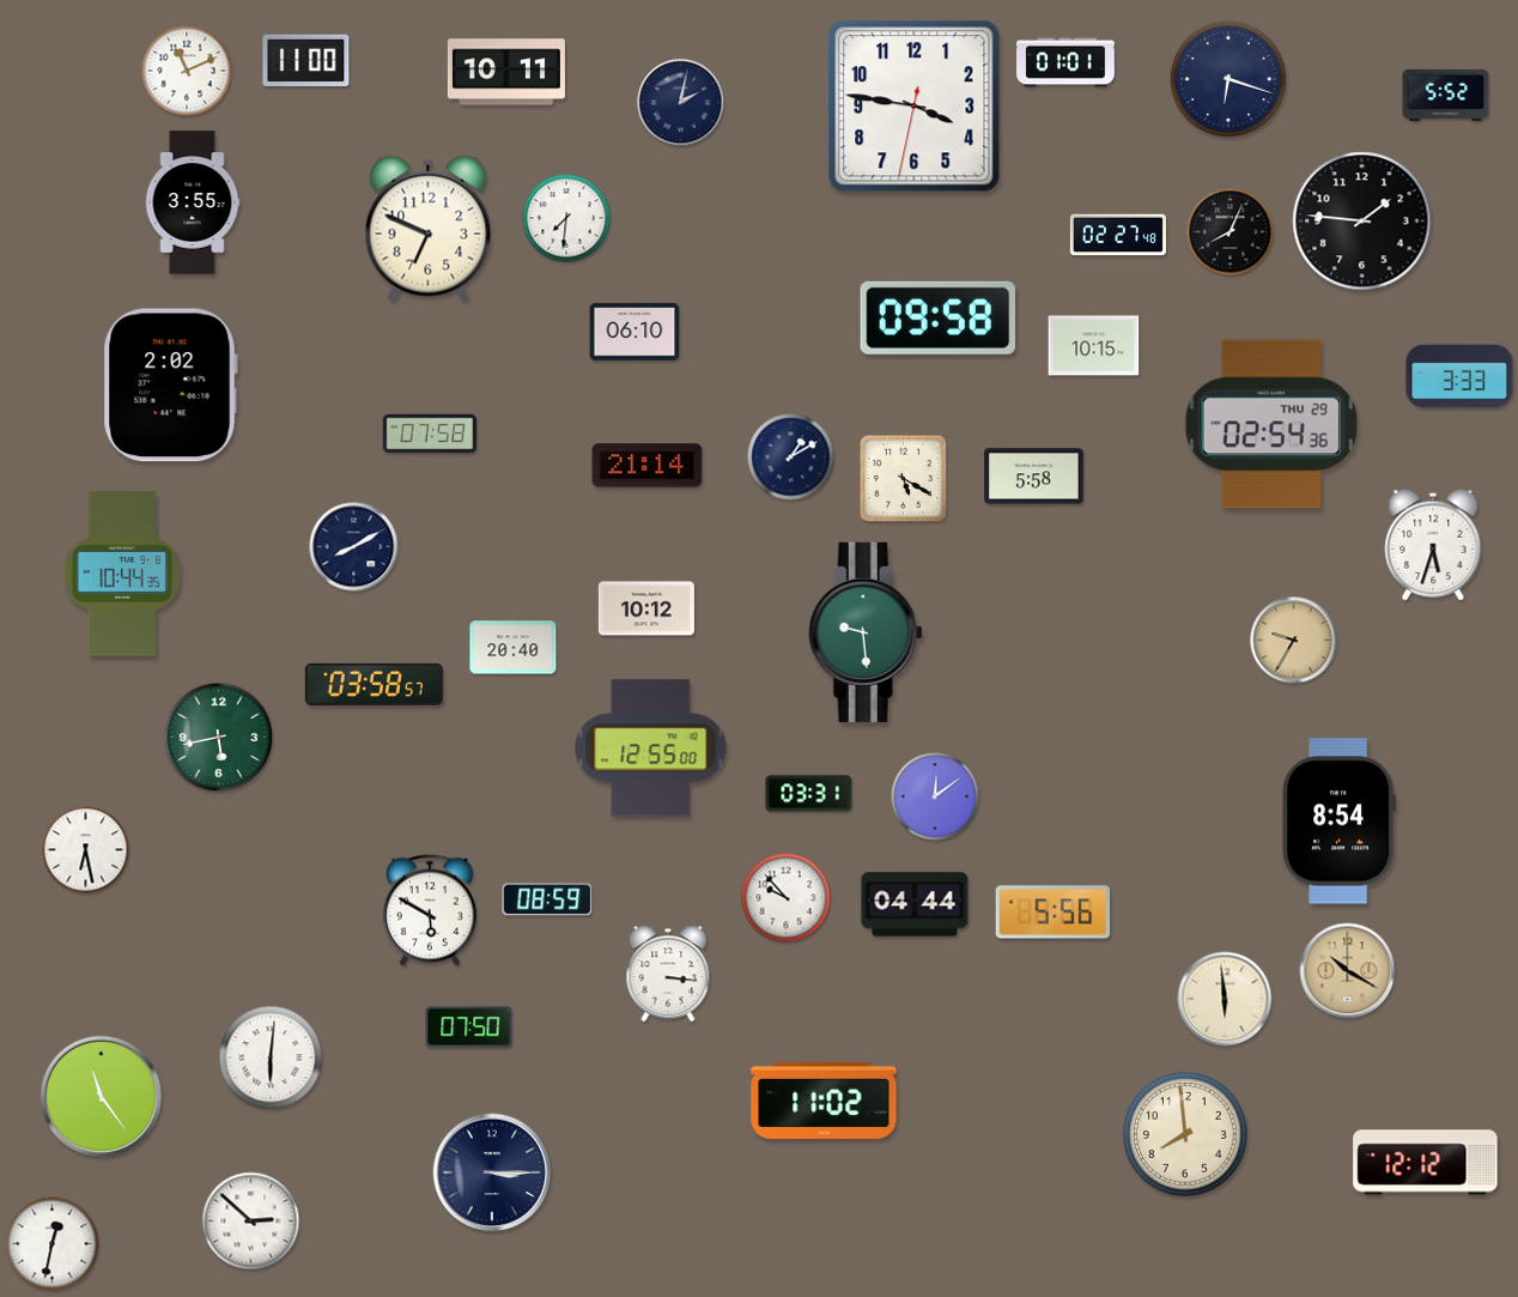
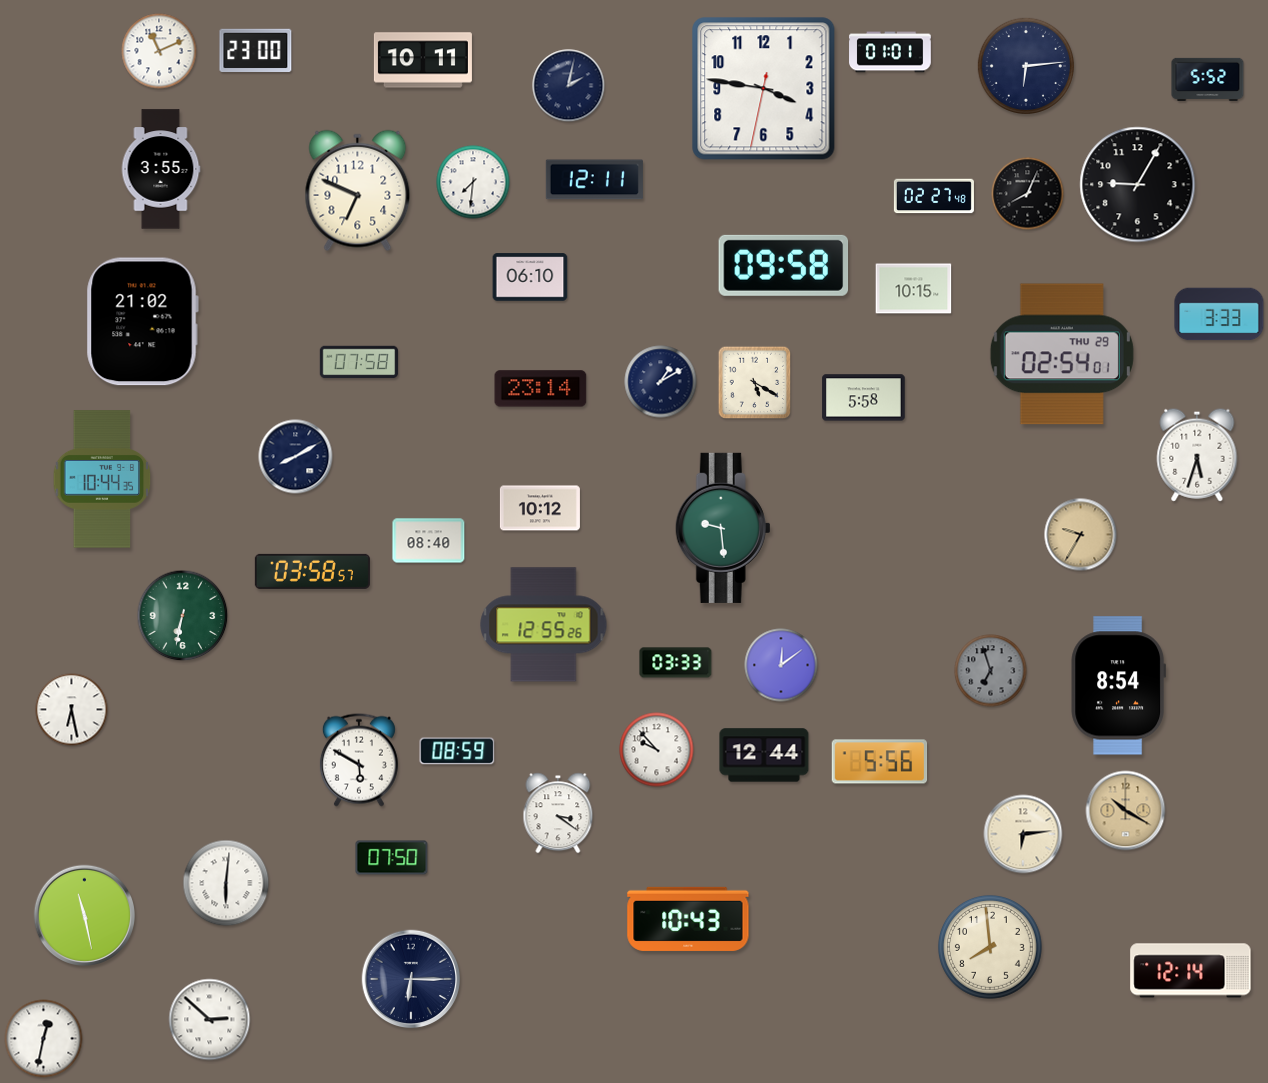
clock at (306, 61): 11:00 -> 23:00
clock at (187, 71) position: (187, 71) -> (159, 51)
clock at (1228, 79): 6:18 -> 6:14
clock at (594, 180): none -> 12:11
clock at (1362, 222): 1:46 -> 9:05
clock at (170, 386): 2:02 -> 21:02
clock at (1271, 424): 02:54:36 -> 02:54:01
clock at (648, 466): 21:14 -> 23:14
clock at (904, 479) position: (904, 479) -> (755, 383)
clock at (514, 648): 20:40 -> 08:40
clock at (219, 738): 5:43 -> 6:32
clock at (651, 748): 12:55:00 -> 12:55:26
clock at (809, 794): 03:31 -> 03:33
clock at (991, 671): none -> 6:57
clock at (915, 904): 04:44 -> 12:44
clock at (668, 974): 3:16 -> 3:21
clock at (1225, 999): 5:59 -> 6:14
clock at (101, 1096): 11:24 -> 11:28
clock at (824, 1101): 11:02 -> 10:43
clock at (1426, 1163): 12:12 -> 12:14
clock at (492, 1172): 3:15 -> 6:15
